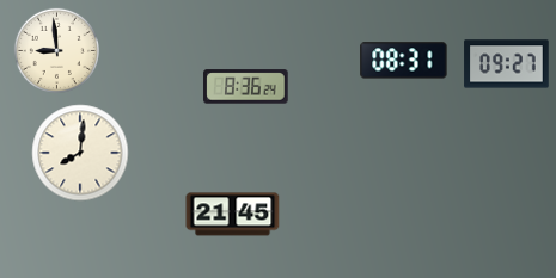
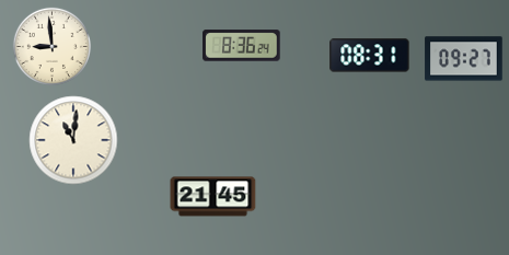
clock at (246, 87) position: (246, 87) -> (242, 46)
clock at (80, 153): 8:01 -> 11:01
